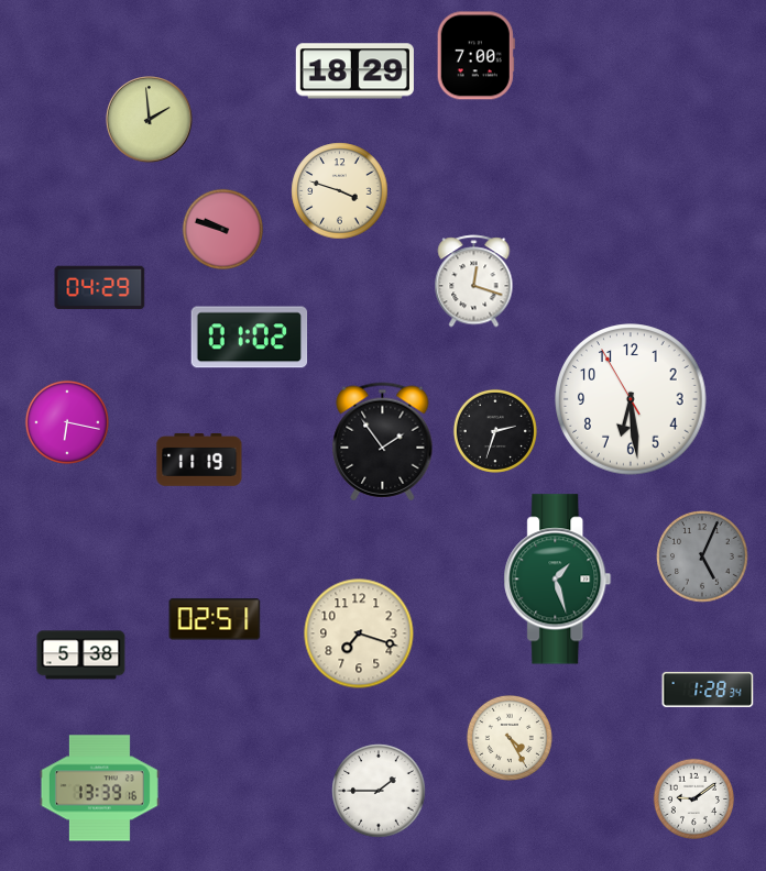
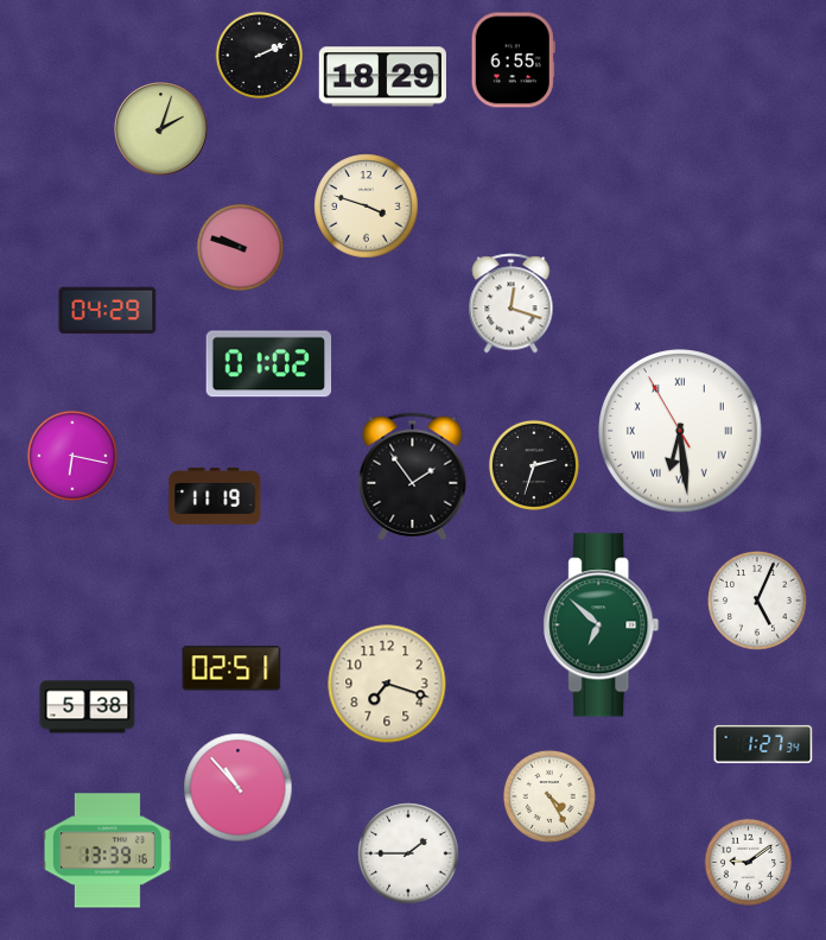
clock at (259, 55): none -> 2:11
clock at (475, 56): 7:00 -> 6:55
clock at (150, 120): 1:59 -> 2:03
clock at (631, 399) numerals: Arabic -> Roman
clock at (702, 556) dial: grey -> white
clock at (558, 580): 1:27 -> 6:52
clock at (708, 690): 1:28 -> 1:27
clock at (239, 788): none -> 10:53
